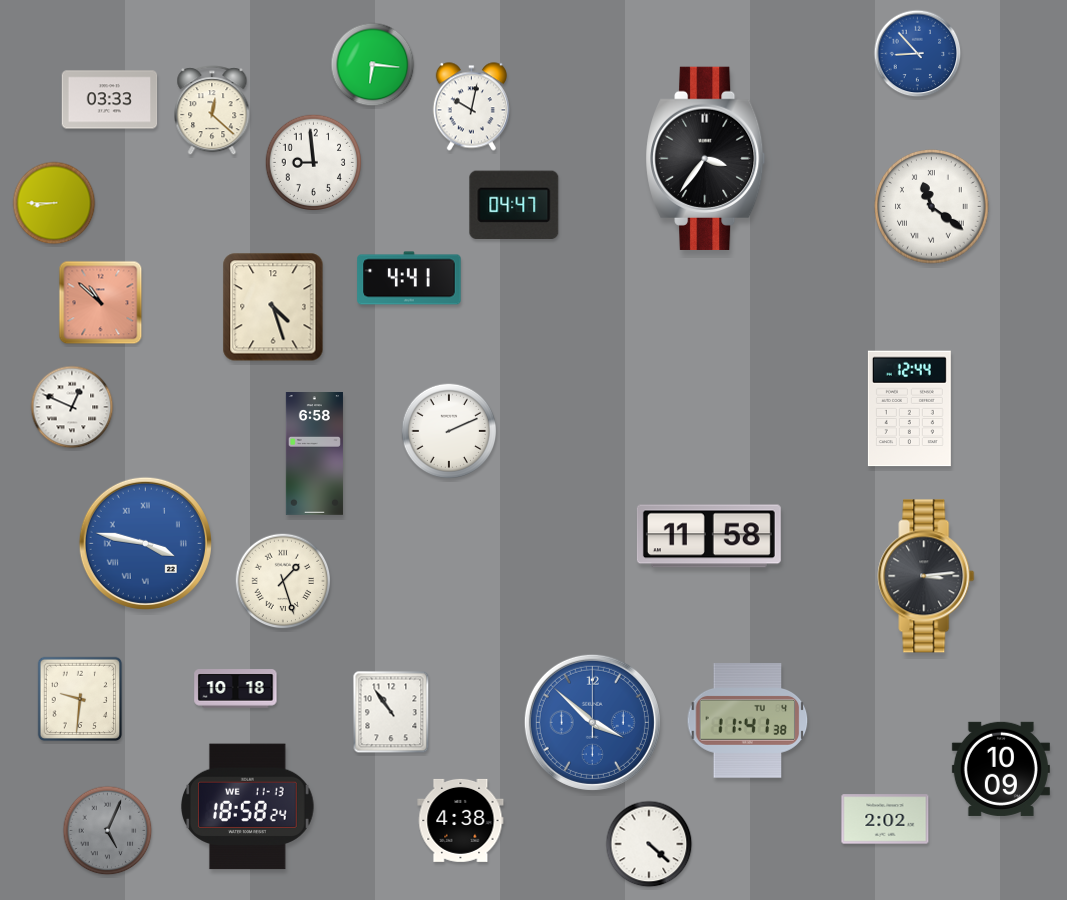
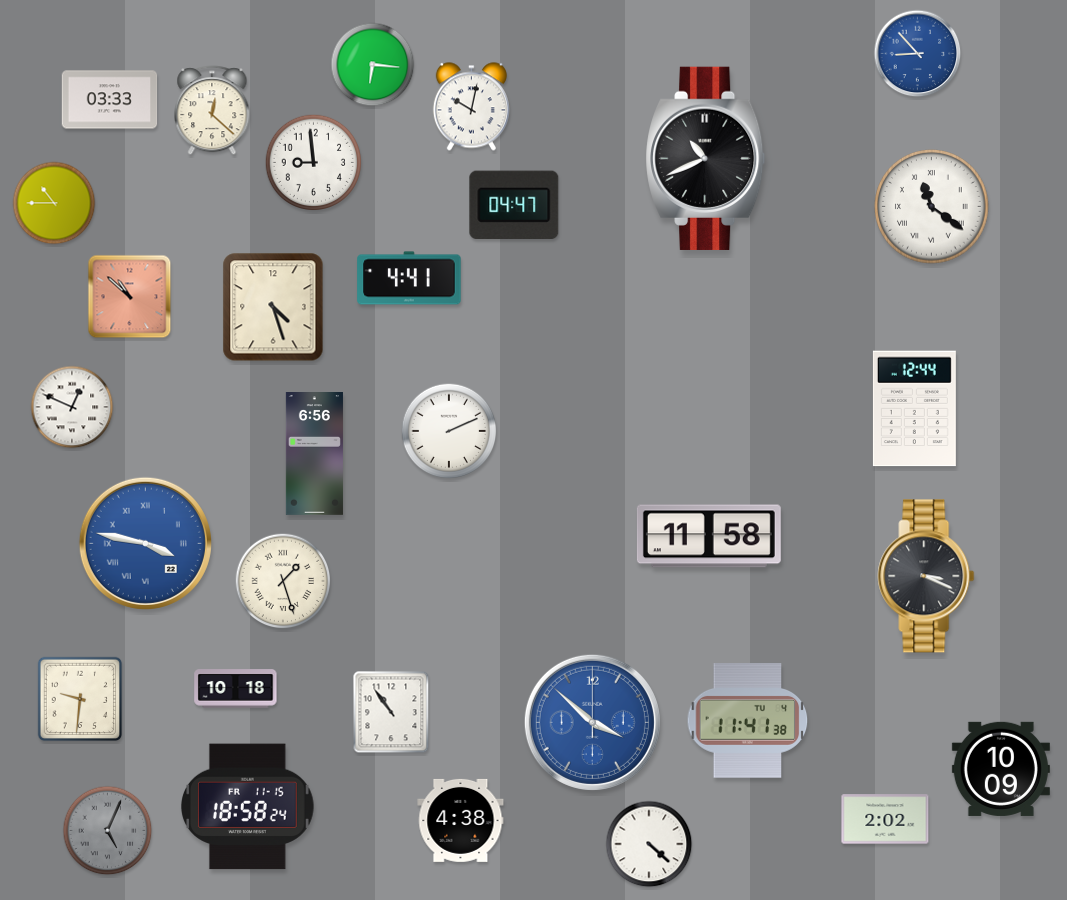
clock at (706, 158): 3:36 -> 10:41
clock at (54, 203): 8:45 -> 10:45
clock at (101, 303) position: (101, 303) -> (130, 297)
clock at (909, 409) position: (909, 409) -> (914, 409)
clock at (314, 454): 6:58 -> 6:56
clock at (926, 576): 3:14 -> 3:19
clock at (248, 807) date: WE 11-13 -> FR 11-15
